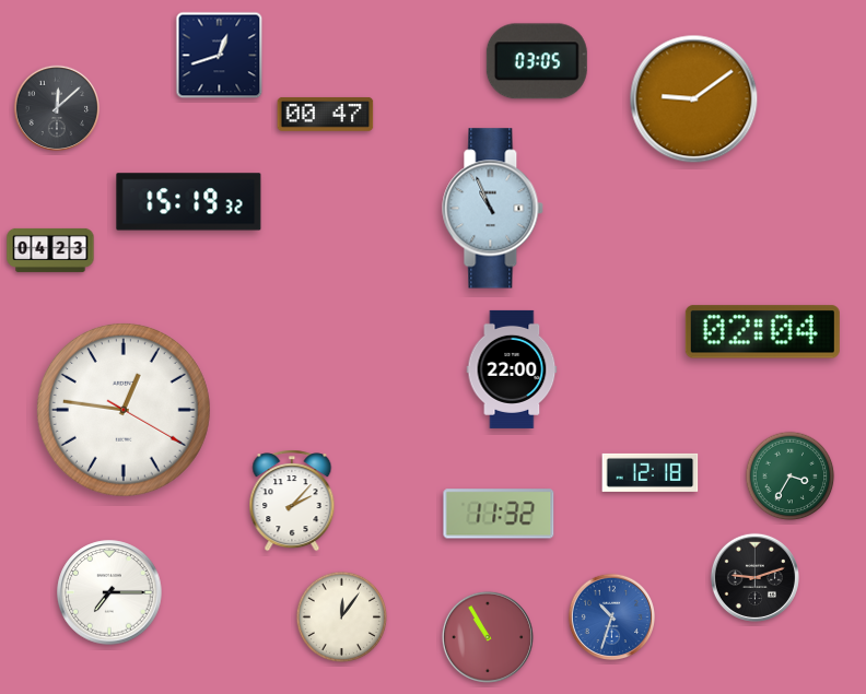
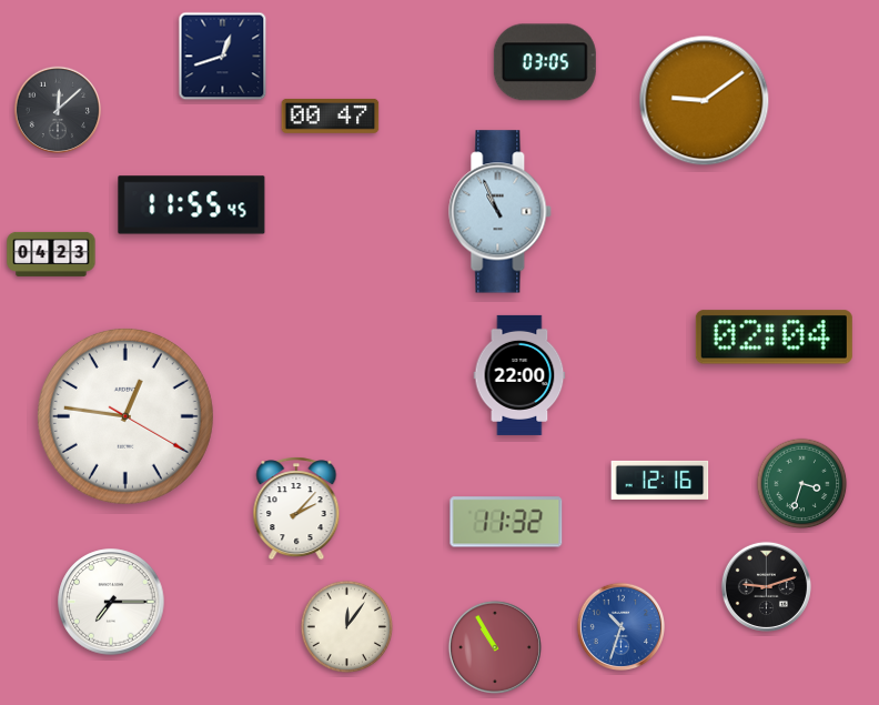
clock at (189, 202): 15:19 -> 11:55
clock at (651, 472): 12:18 -> 12:16
clock at (791, 477): 3:35 -> 3:33
